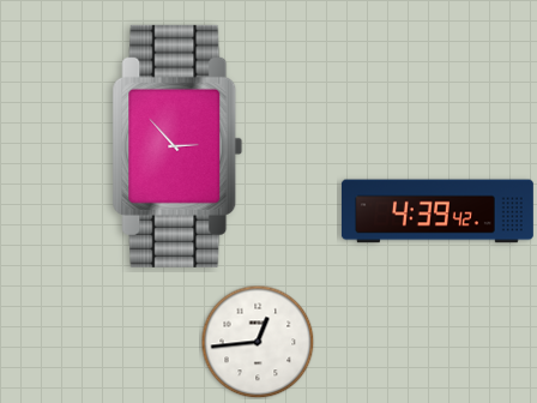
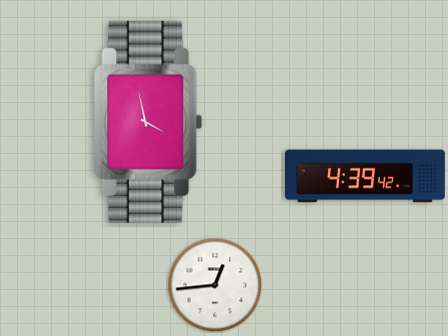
clock at (177, 146): 2:53 -> 3:58
